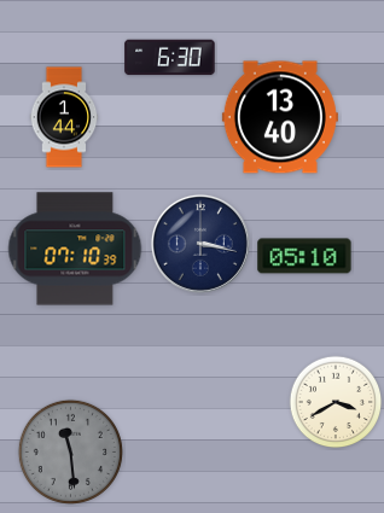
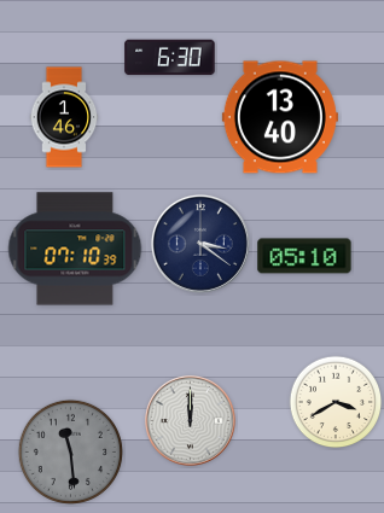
clock at (64, 117): 1:44 -> 1:46
clock at (200, 244): 3:17 -> 3:21
clock at (190, 420): none -> 12:00
